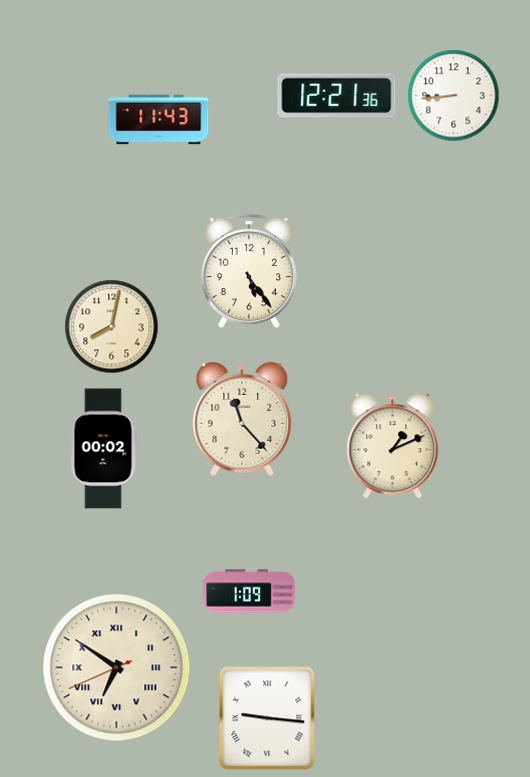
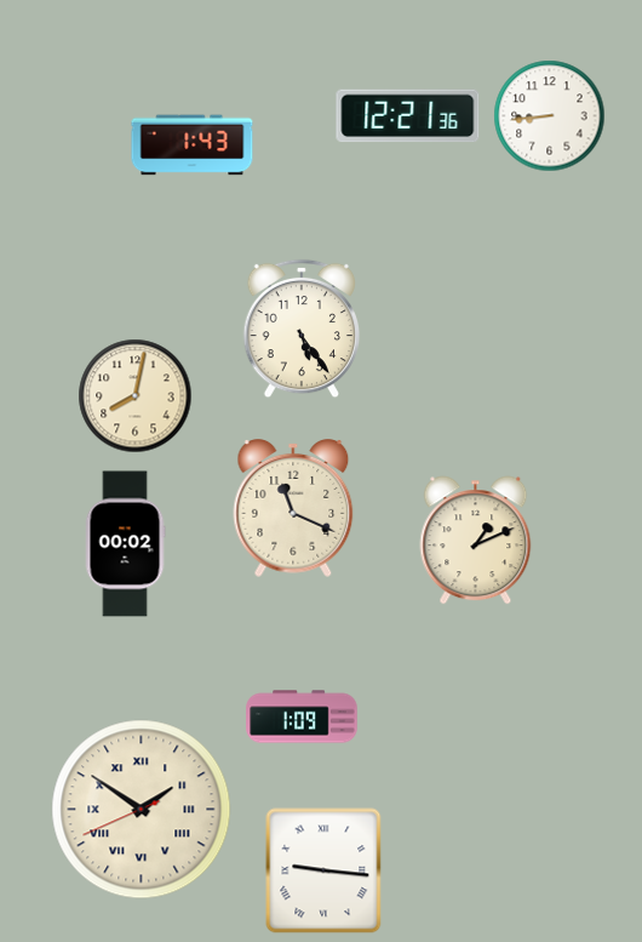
clock at (159, 120): 11:43 -> 1:43
clock at (242, 420): 11:23 -> 11:19
clock at (117, 668): 6:50 -> 1:50
